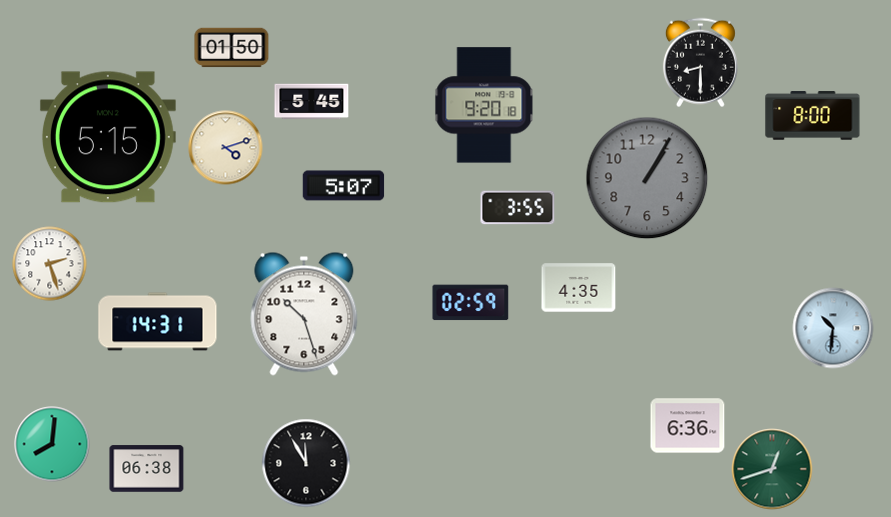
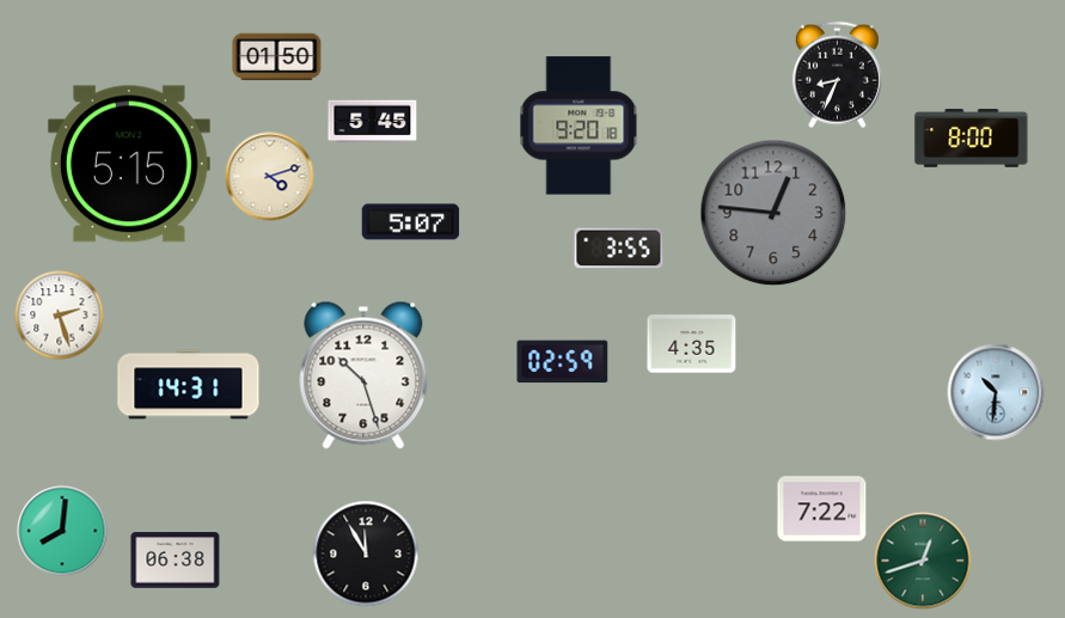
clock at (700, 63): 8:30 -> 8:34
clock at (647, 178): 1:05 -> 12:46
clock at (688, 426): 6:36 -> 7:22
